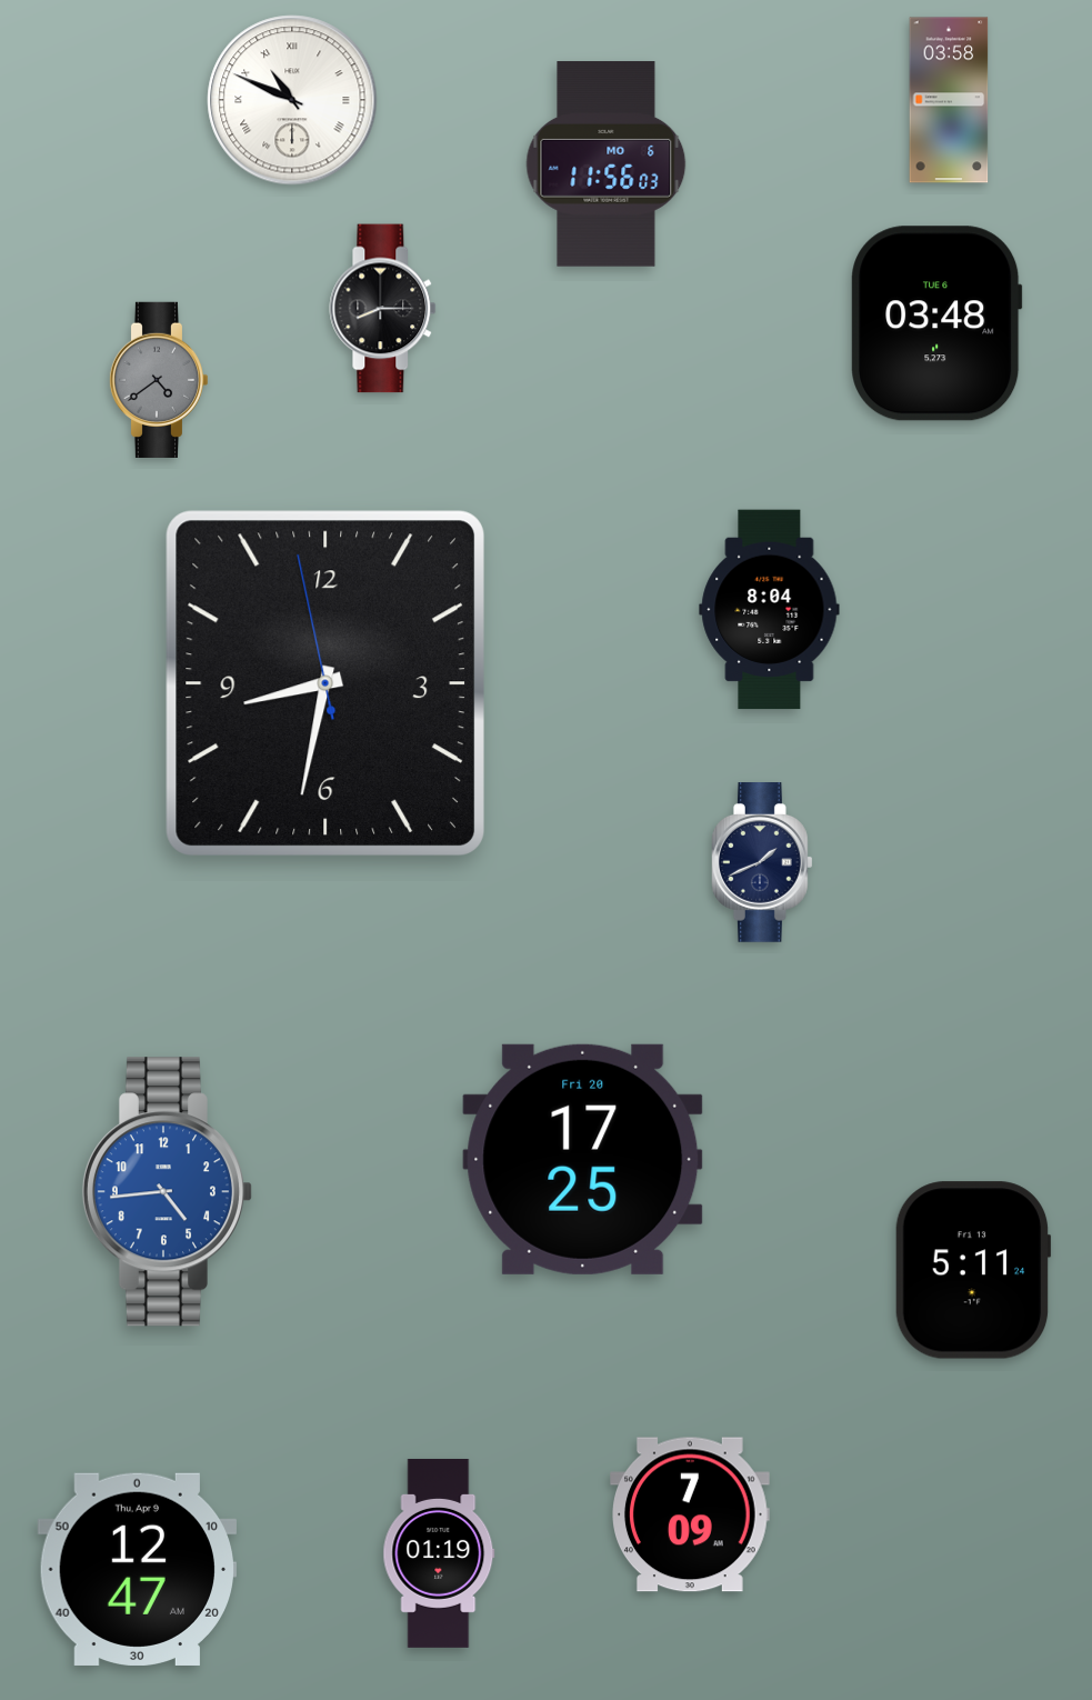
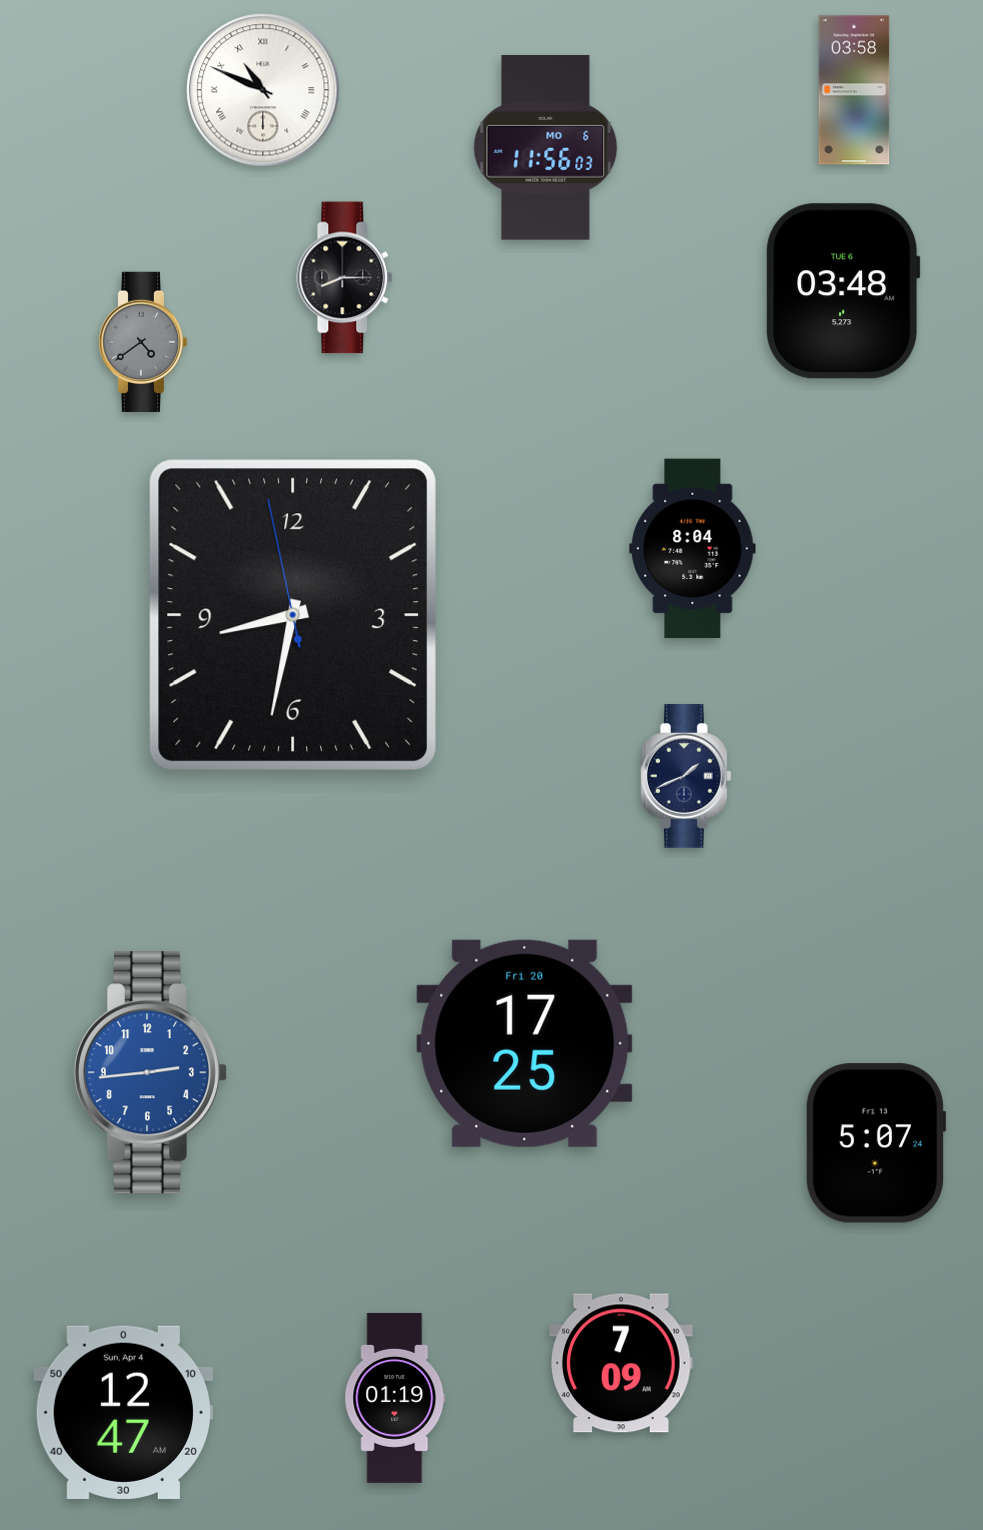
clock at (167, 1192): 4:44 -> 2:44
clock at (973, 1270): 5:11 -> 5:07
clock at (137, 1569) date: Thu, Apr 9 -> Sun, Apr 4
